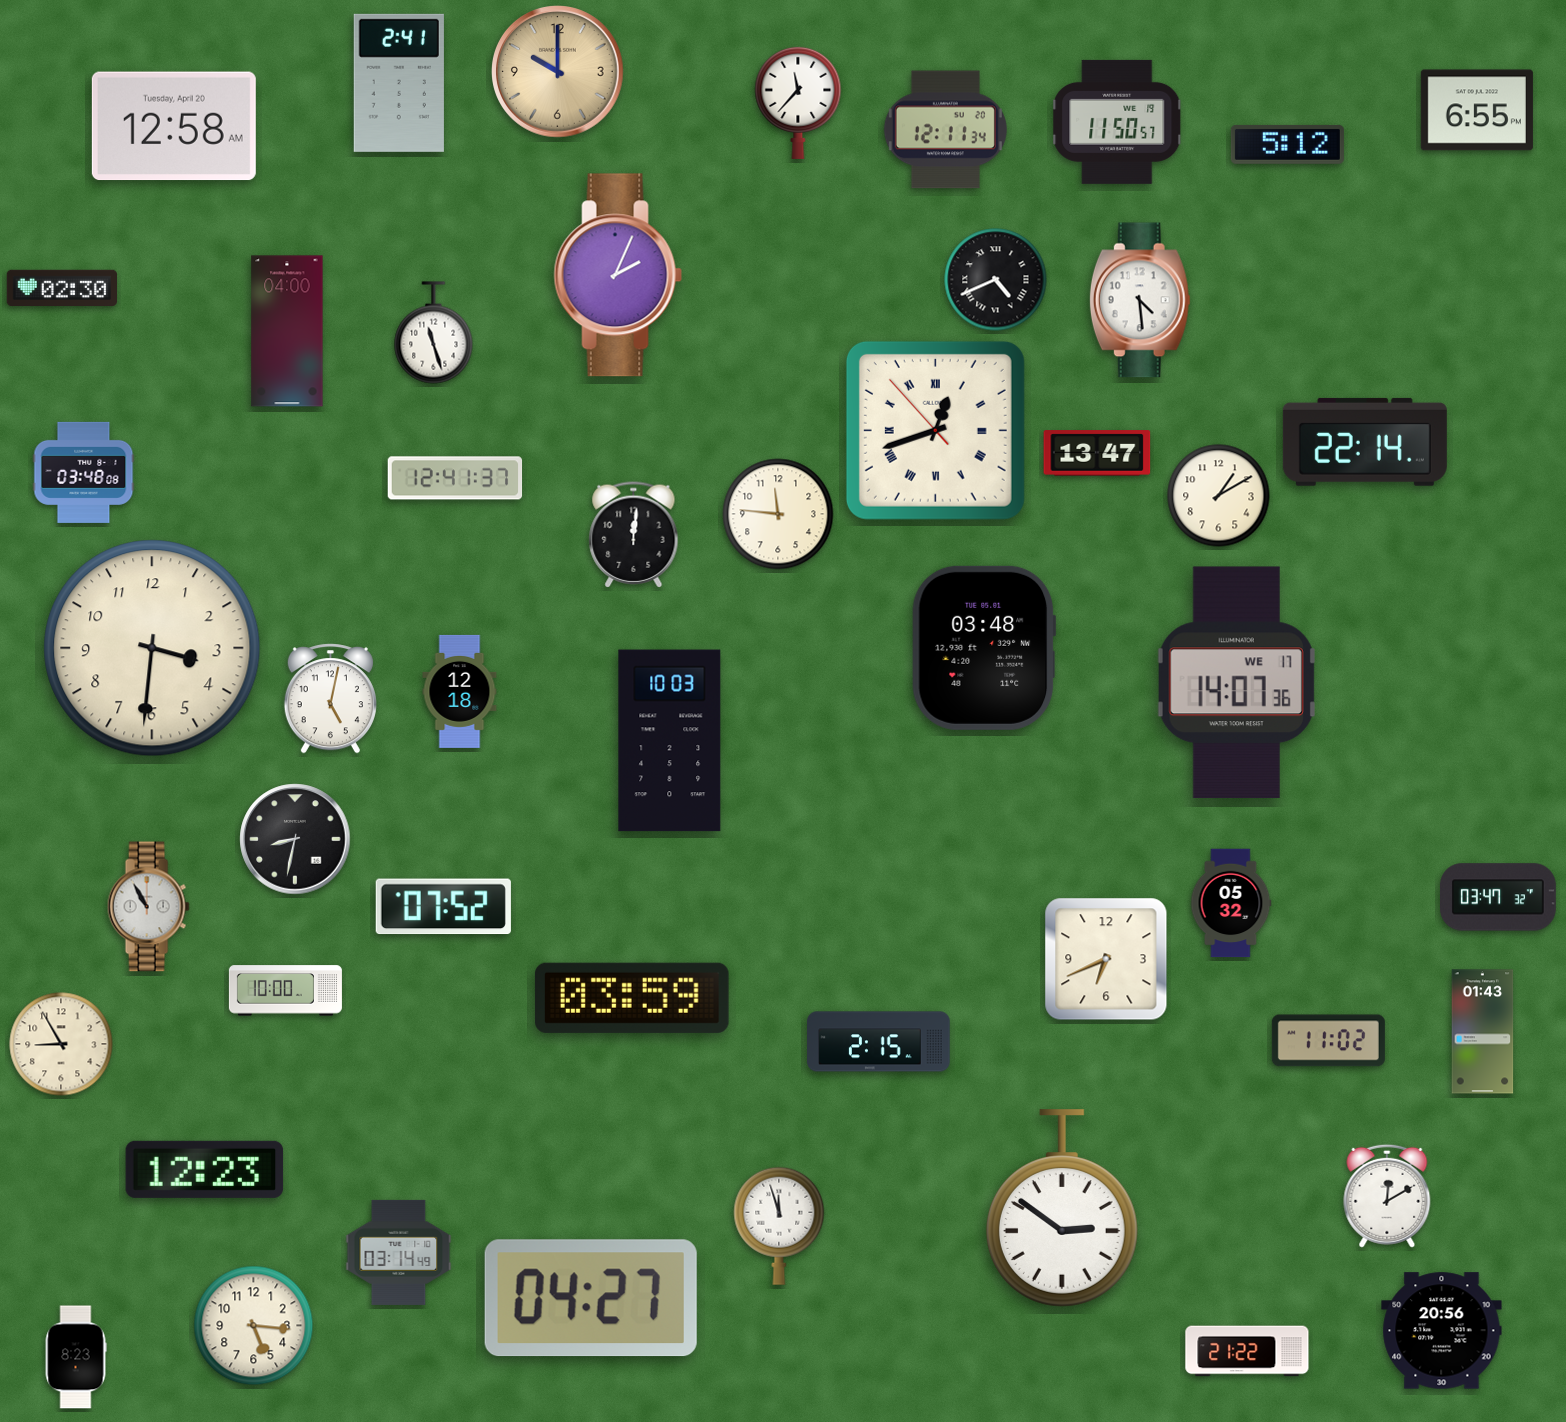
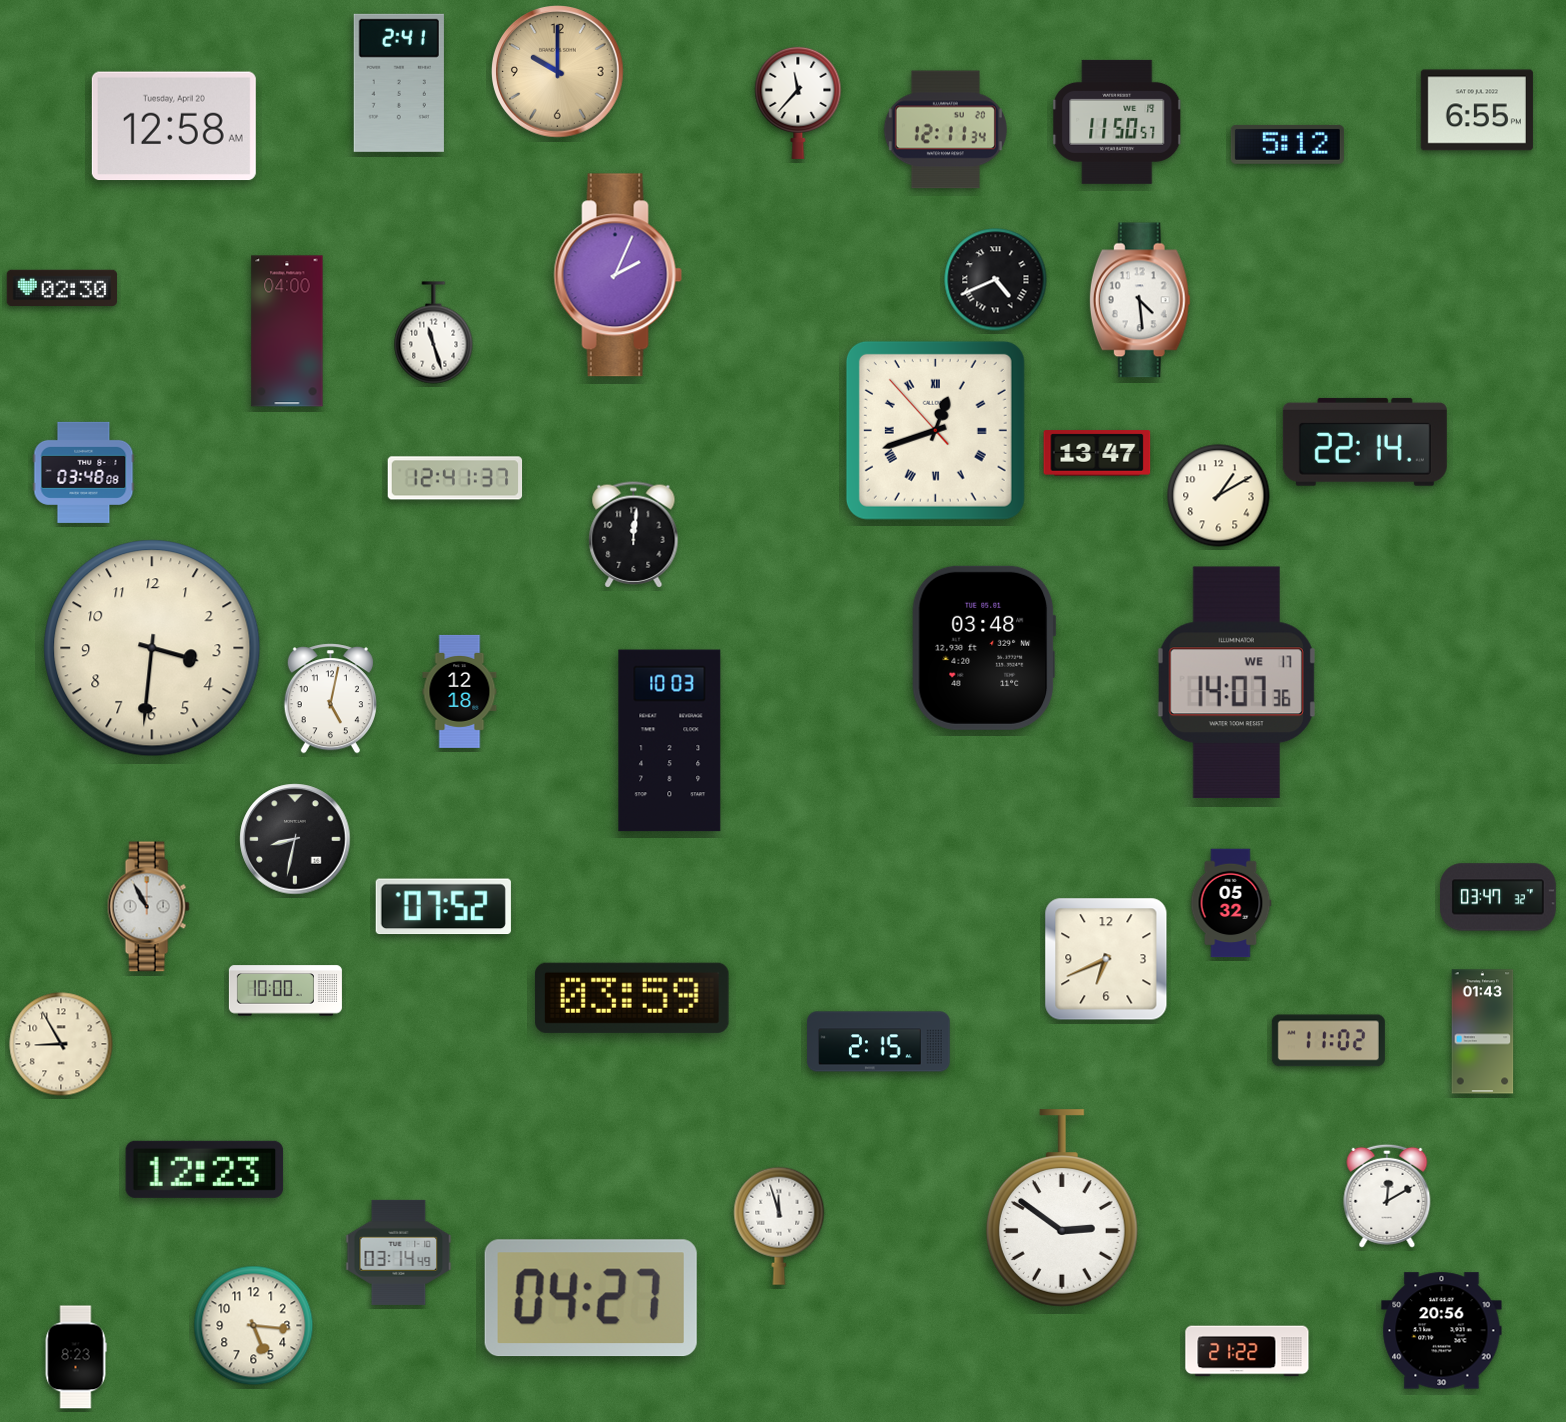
clock at (778, 514): 11:46 -> none
